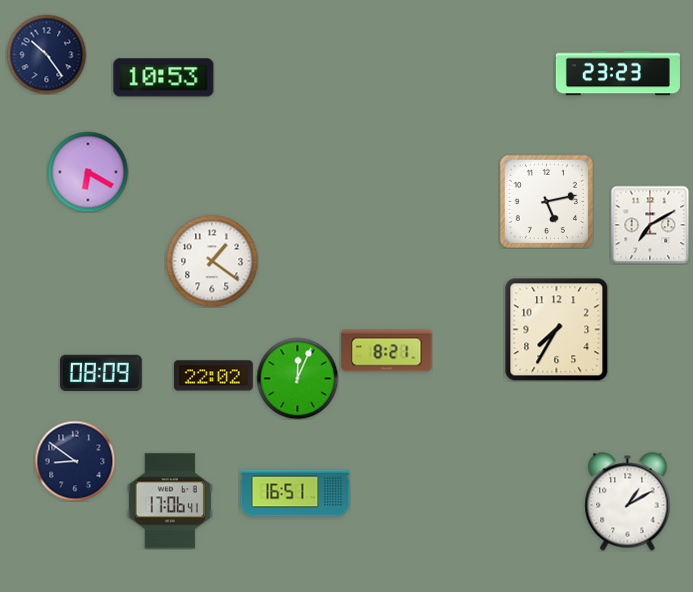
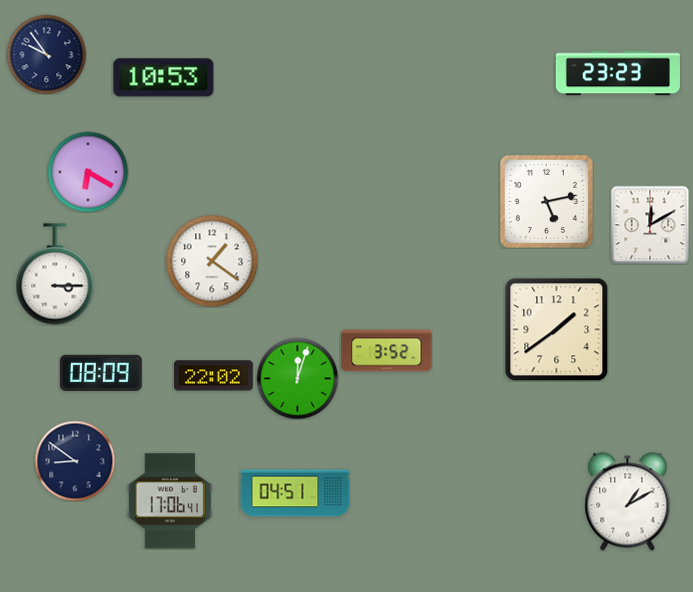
clock at (46, 54): 10:24 -> 9:54
clock at (650, 225): 7:10 -> 12:10
clock at (55, 274): none -> 3:15
clock at (557, 330): 7:35 -> 1:39
clock at (387, 351): 8:21 -> 3:52
clock at (297, 378): 12:04 -> 12:03
clock at (295, 493): 16:51 -> 04:51
